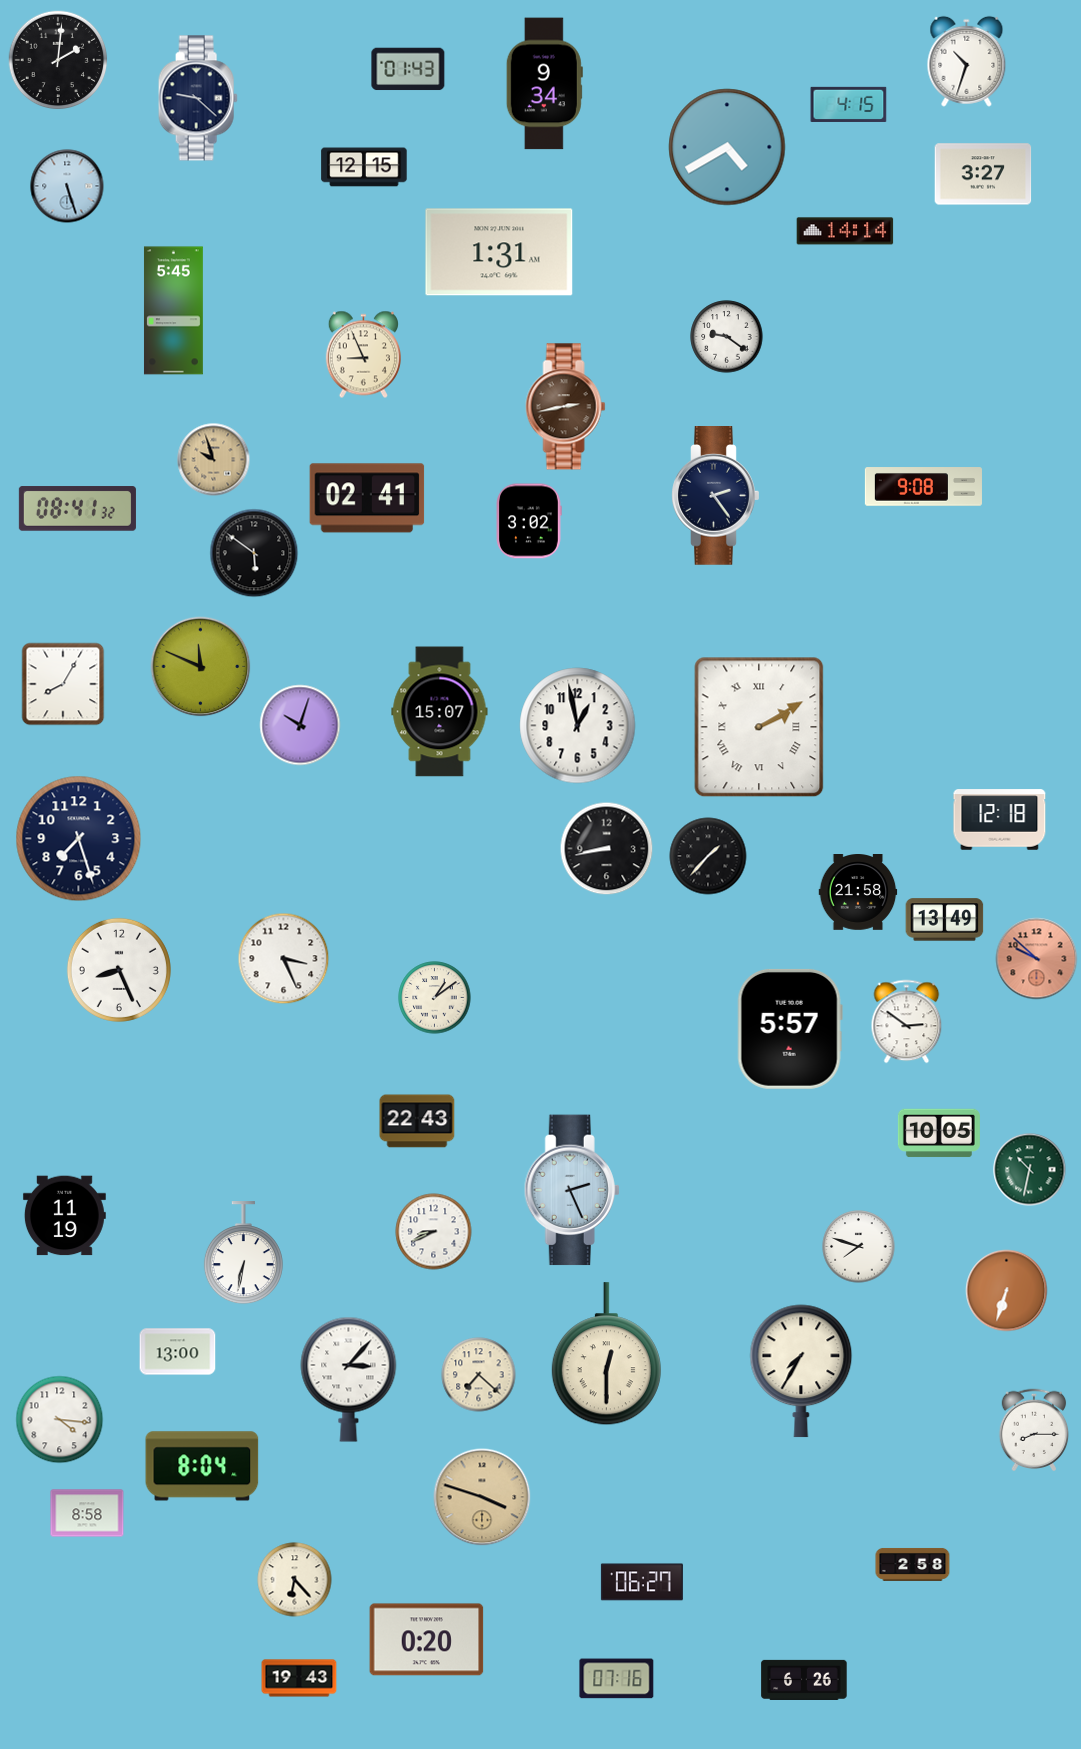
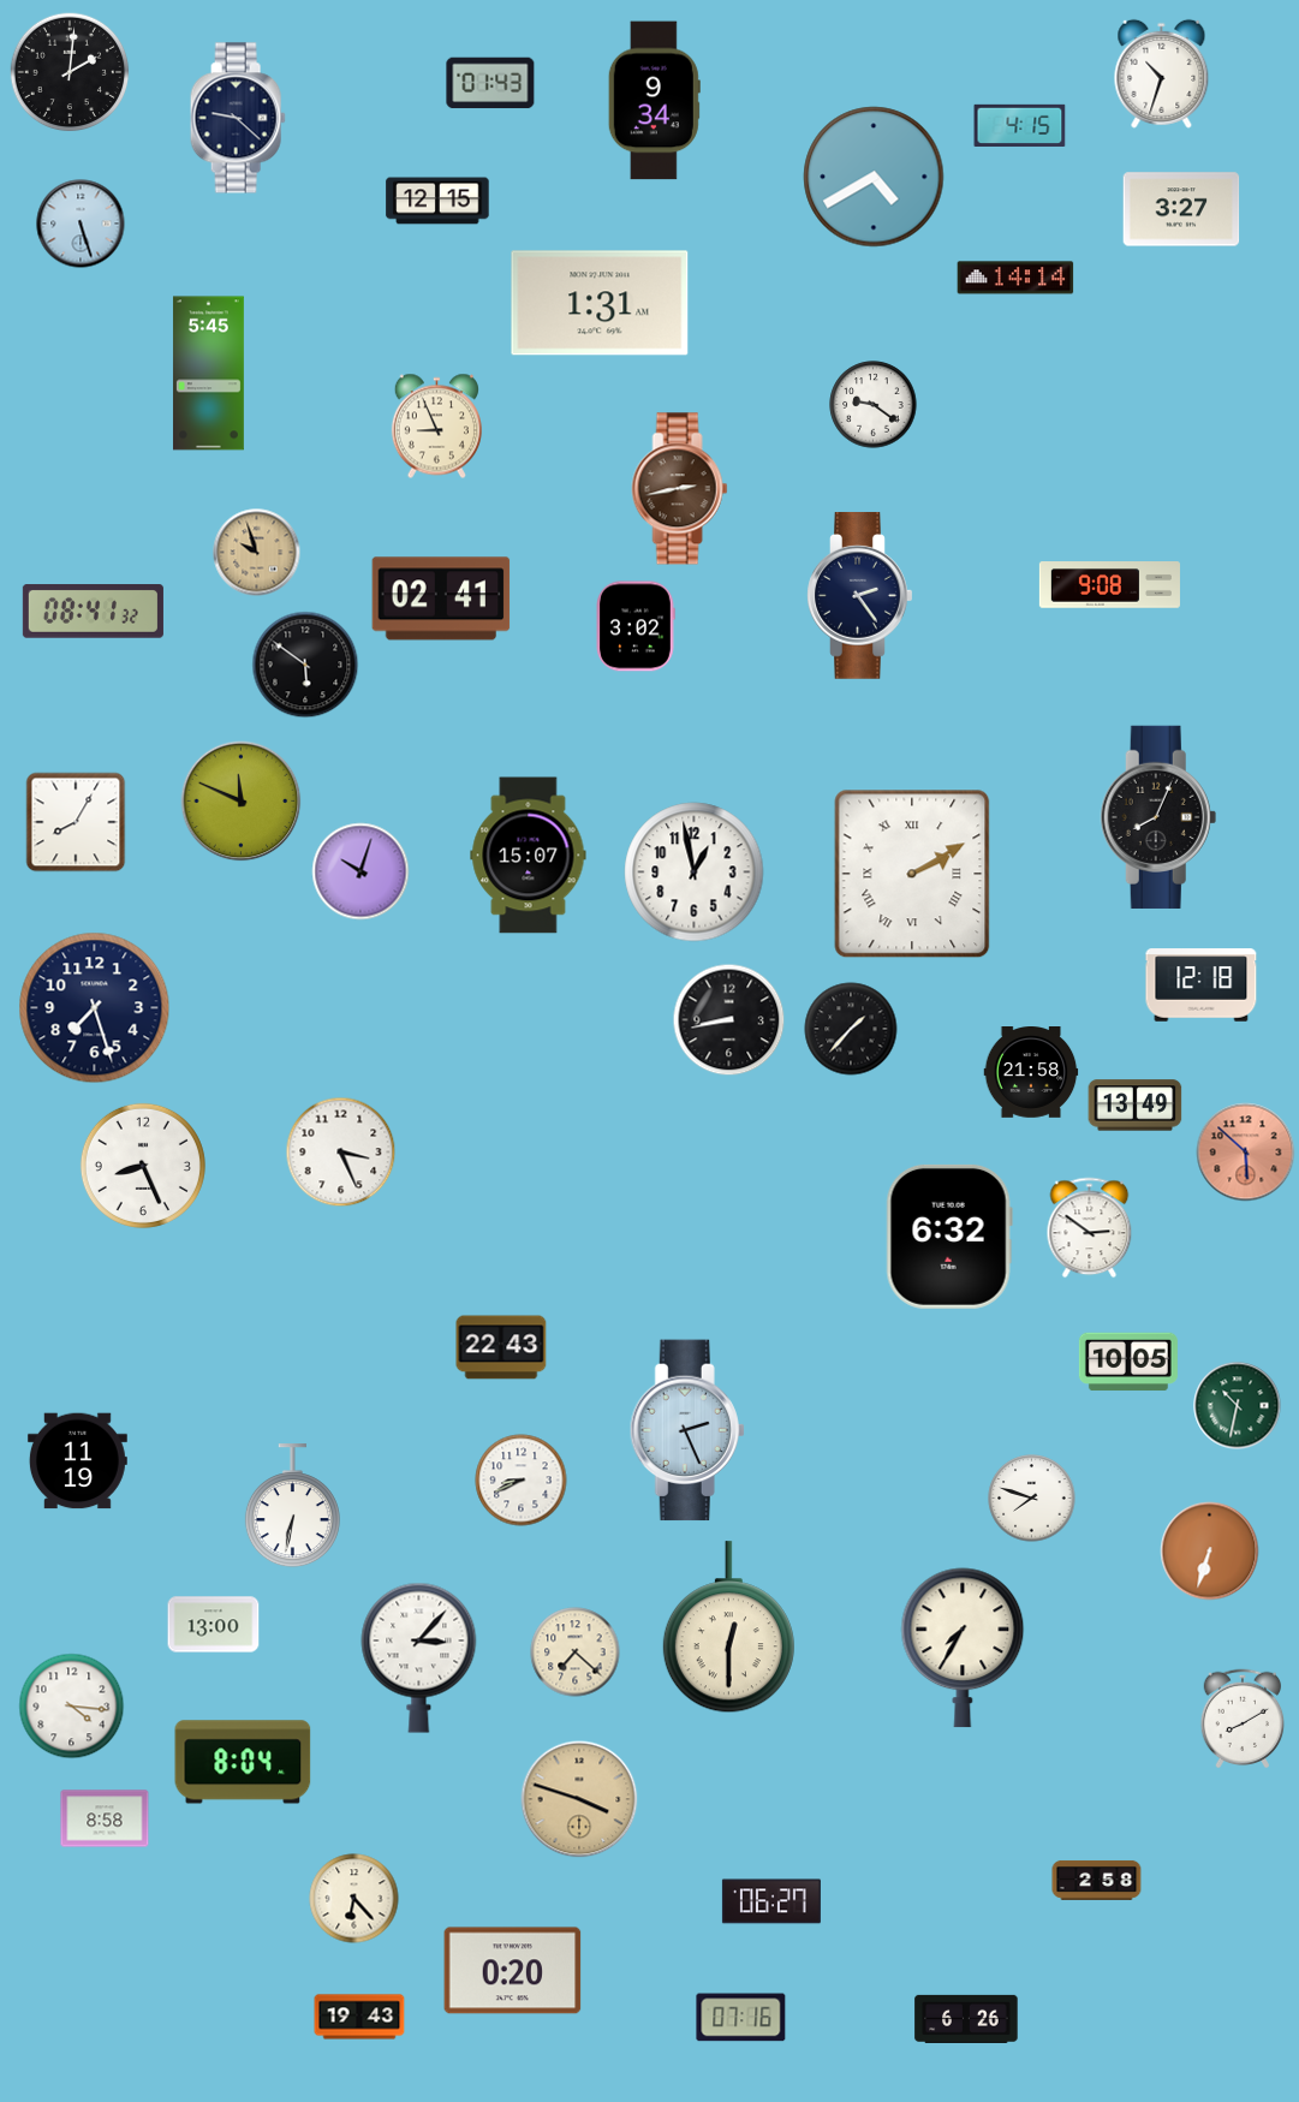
clock at (1158, 817): none -> 8:04
clock at (1037, 959): 9:52 -> 5:52
clock at (435, 998): 1:09 -> none
clock at (790, 1029): 5:57 -> 6:32
clock at (1034, 1430): 8:15 -> 8:10
